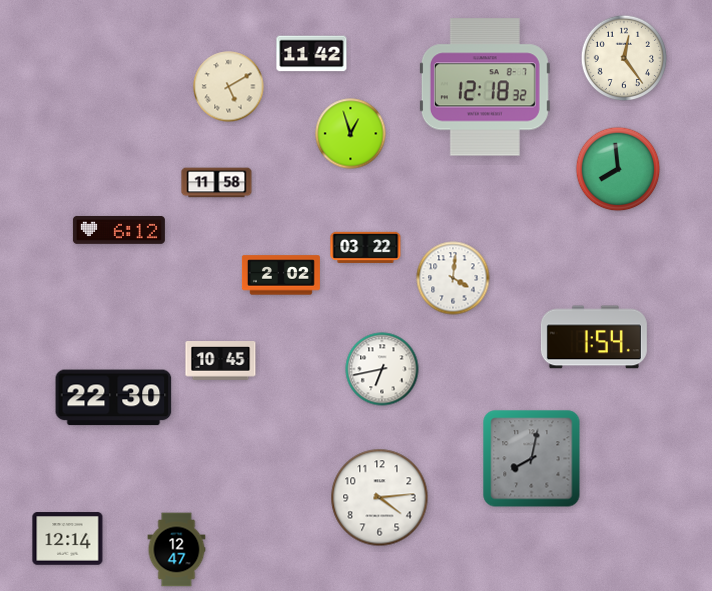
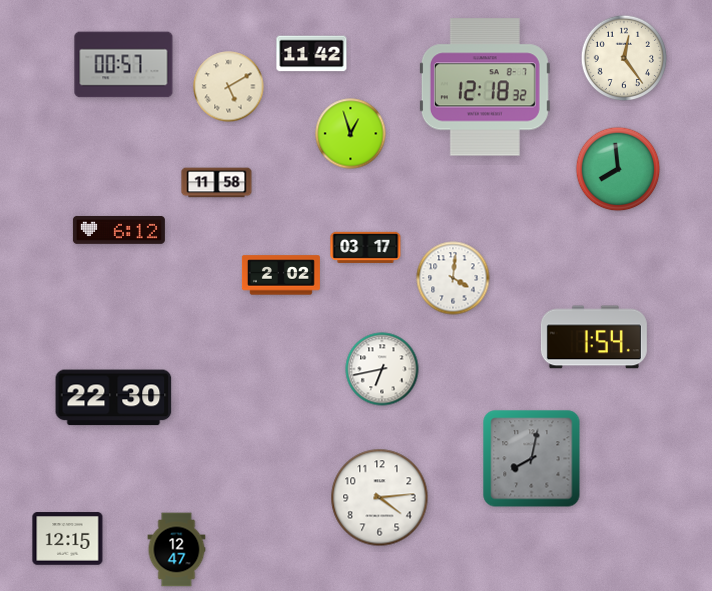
clock at (124, 65): none -> 00:57
clock at (366, 247): 03:22 -> 03:17
clock at (221, 361): 10:45 -> none
clock at (68, 539): 12:14 -> 12:15
